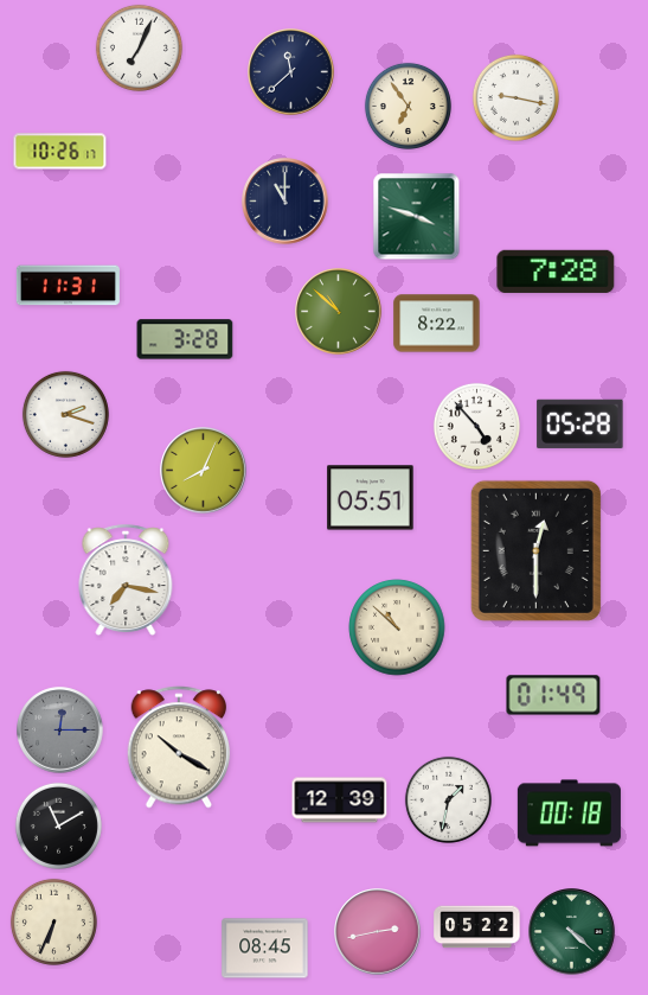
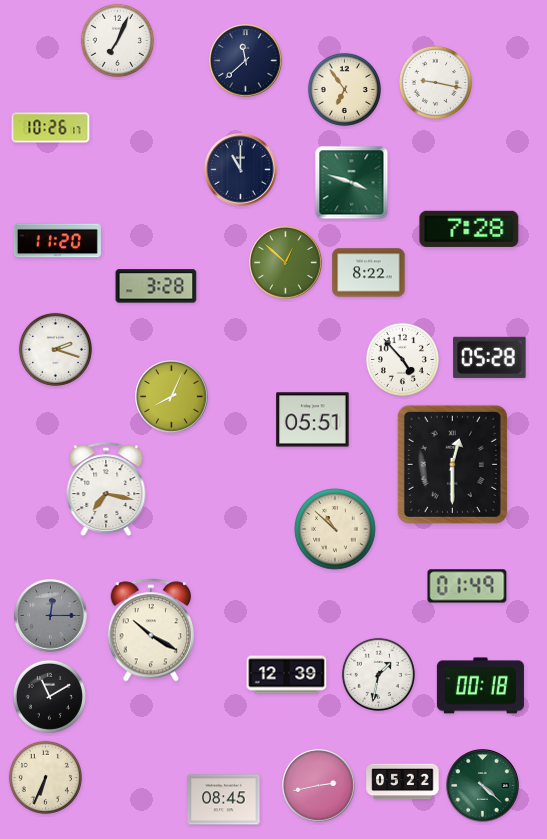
clock at (68, 286): 11:31 -> 11:20
clock at (339, 312): 10:52 -> 12:52
